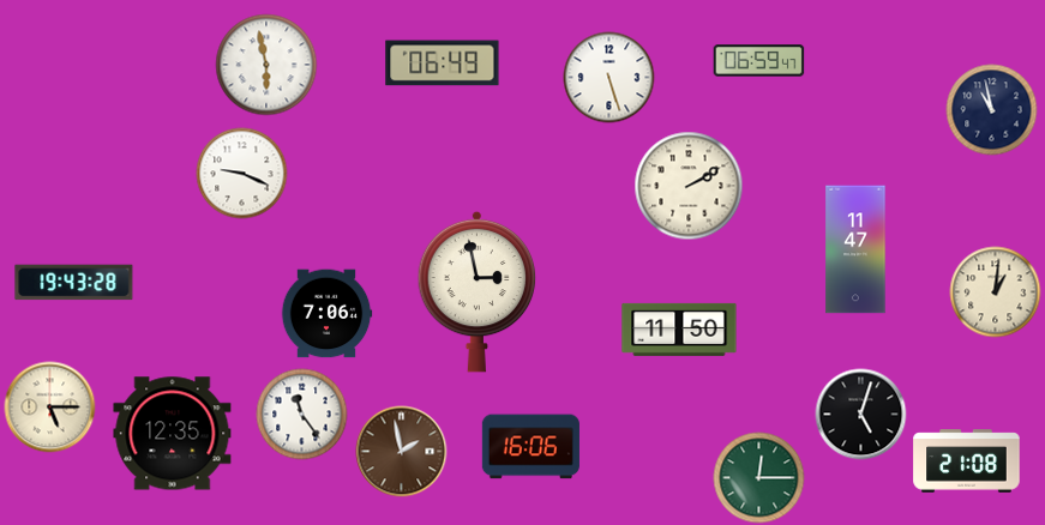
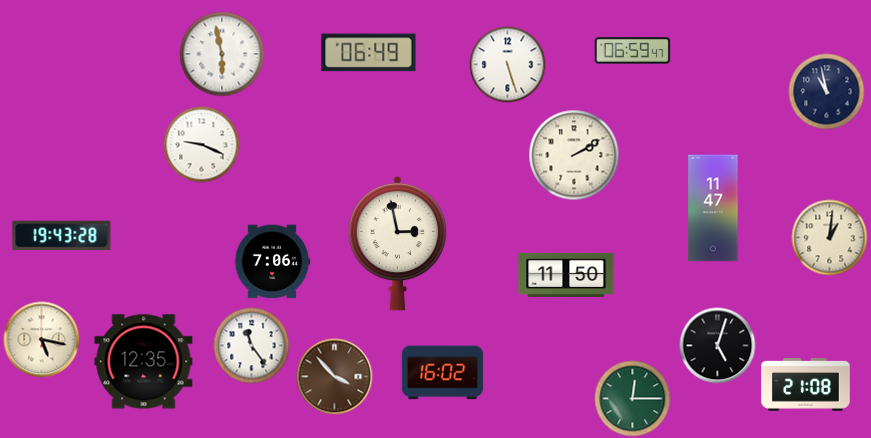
clock at (996, 292) position: (996, 292) -> (830, 238)
clock at (50, 408): 5:15 -> 5:17
clock at (530, 447): 16:06 -> 16:02
clock at (402, 452): 1:58 -> 3:53
